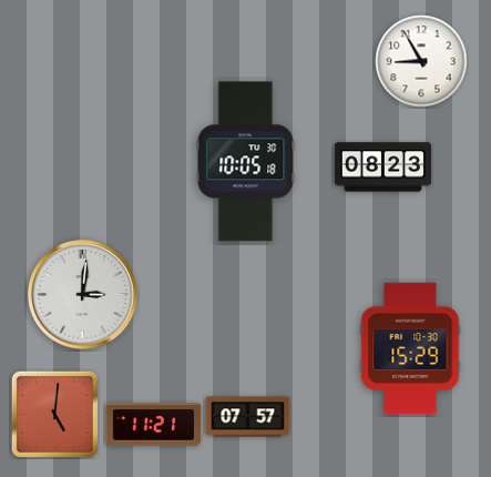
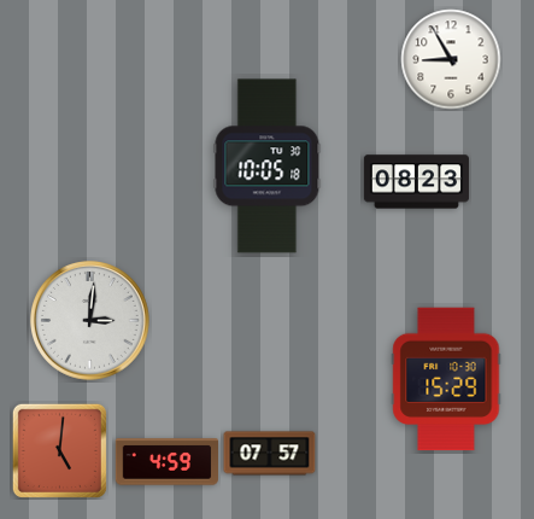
clock at (421, 61) position: (421, 61) -> (451, 59)
clock at (246, 162) position: (246, 162) -> (268, 167)
clock at (153, 425): 11:21 -> 4:59
